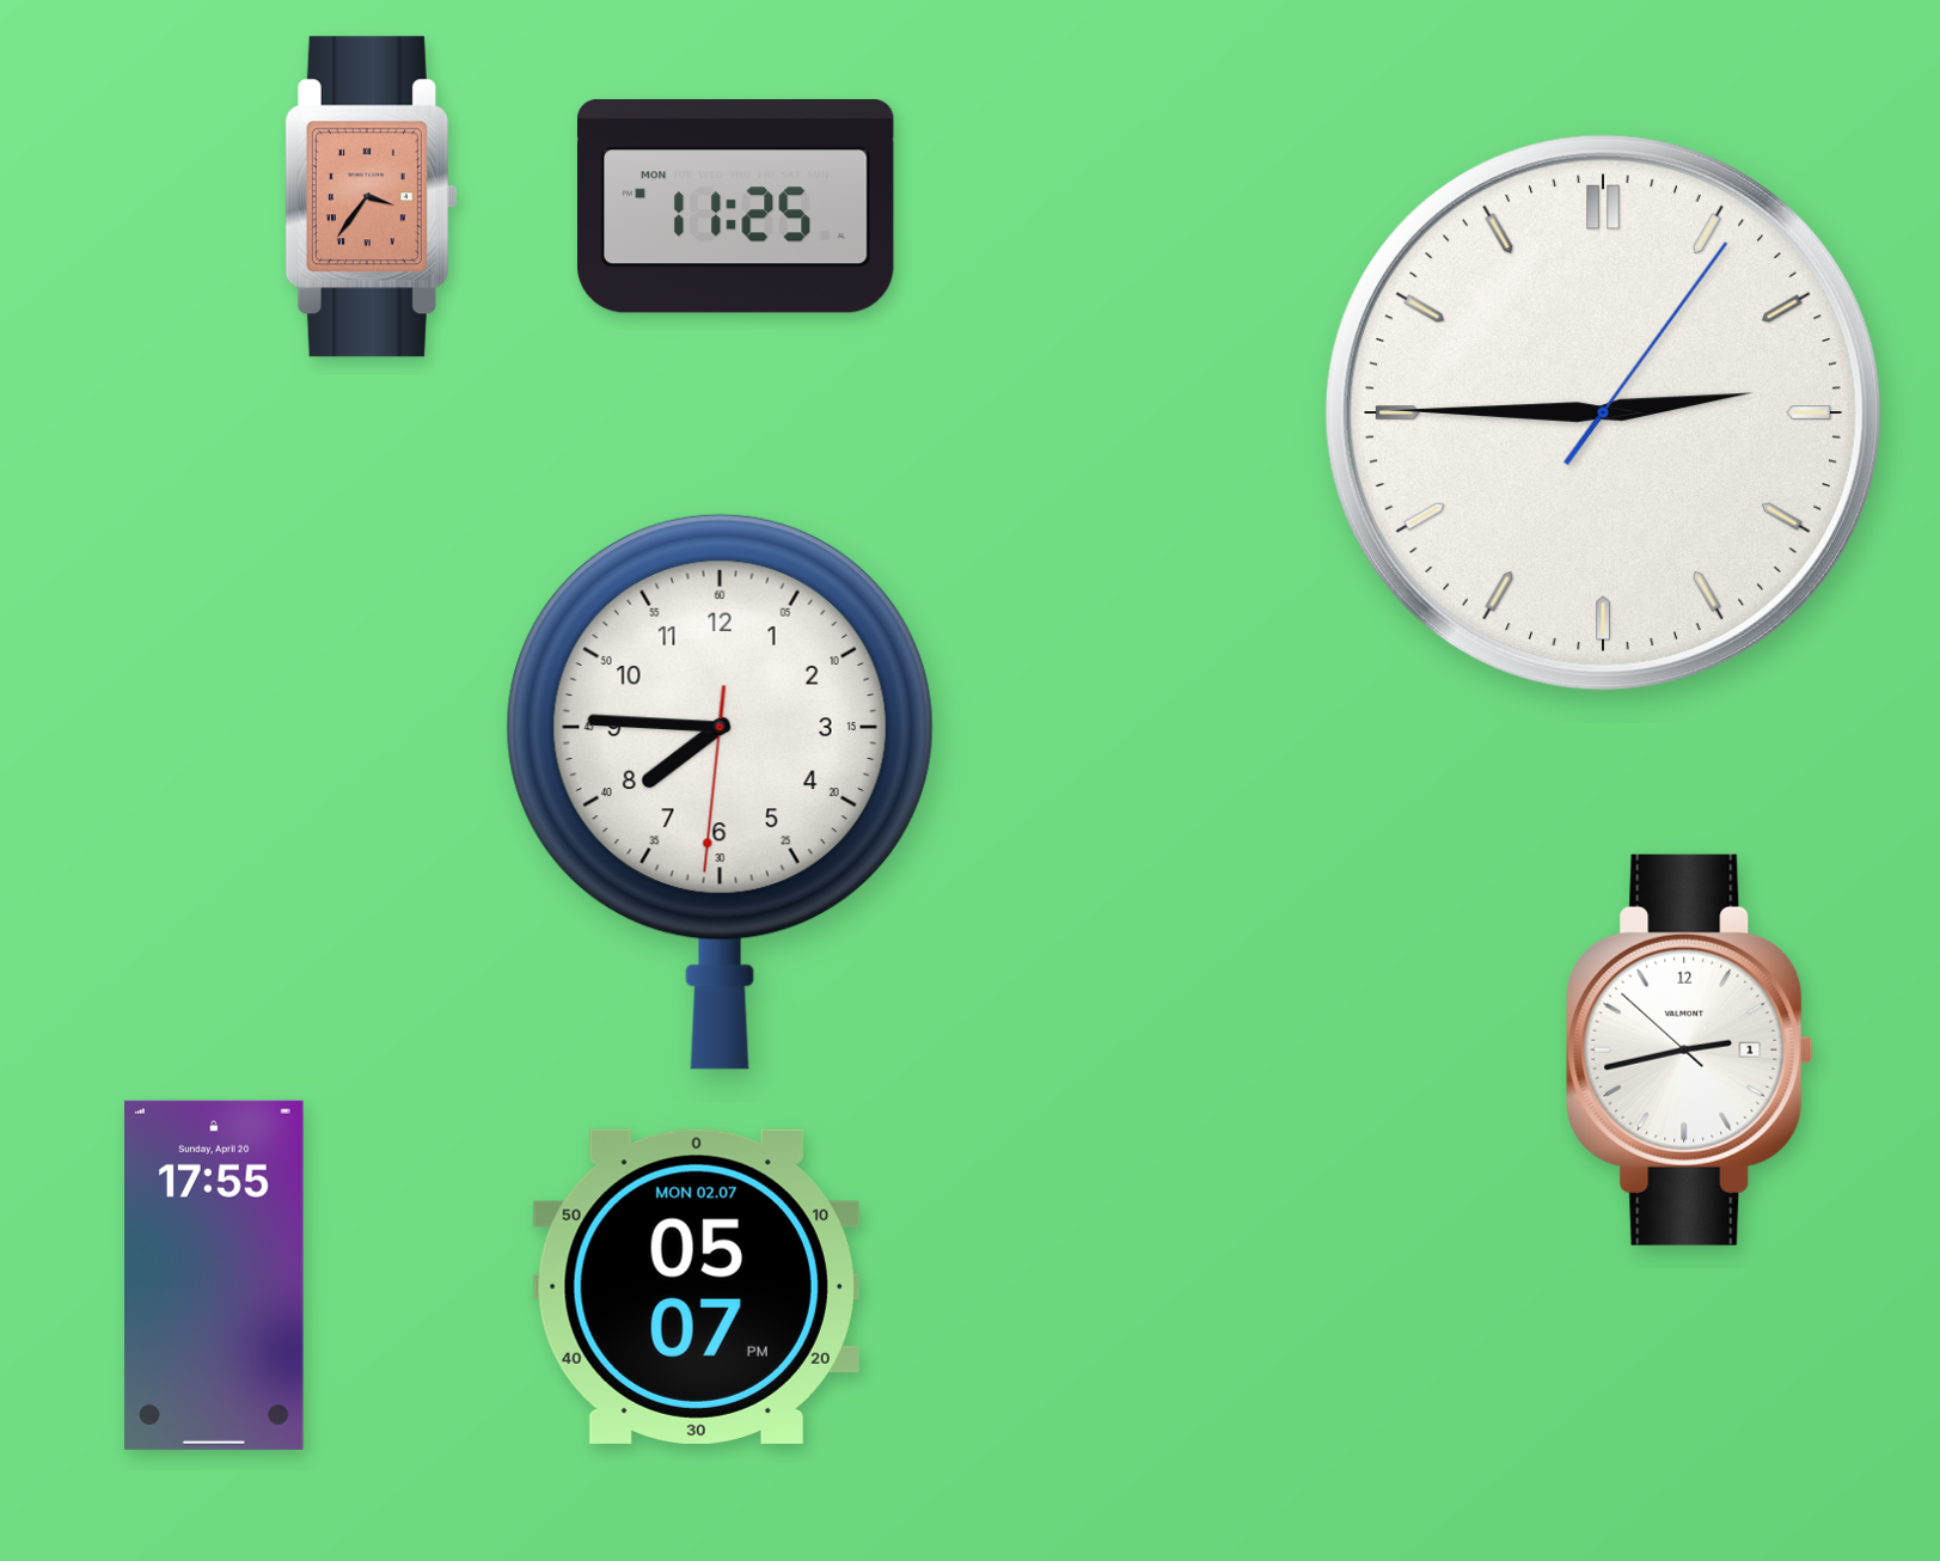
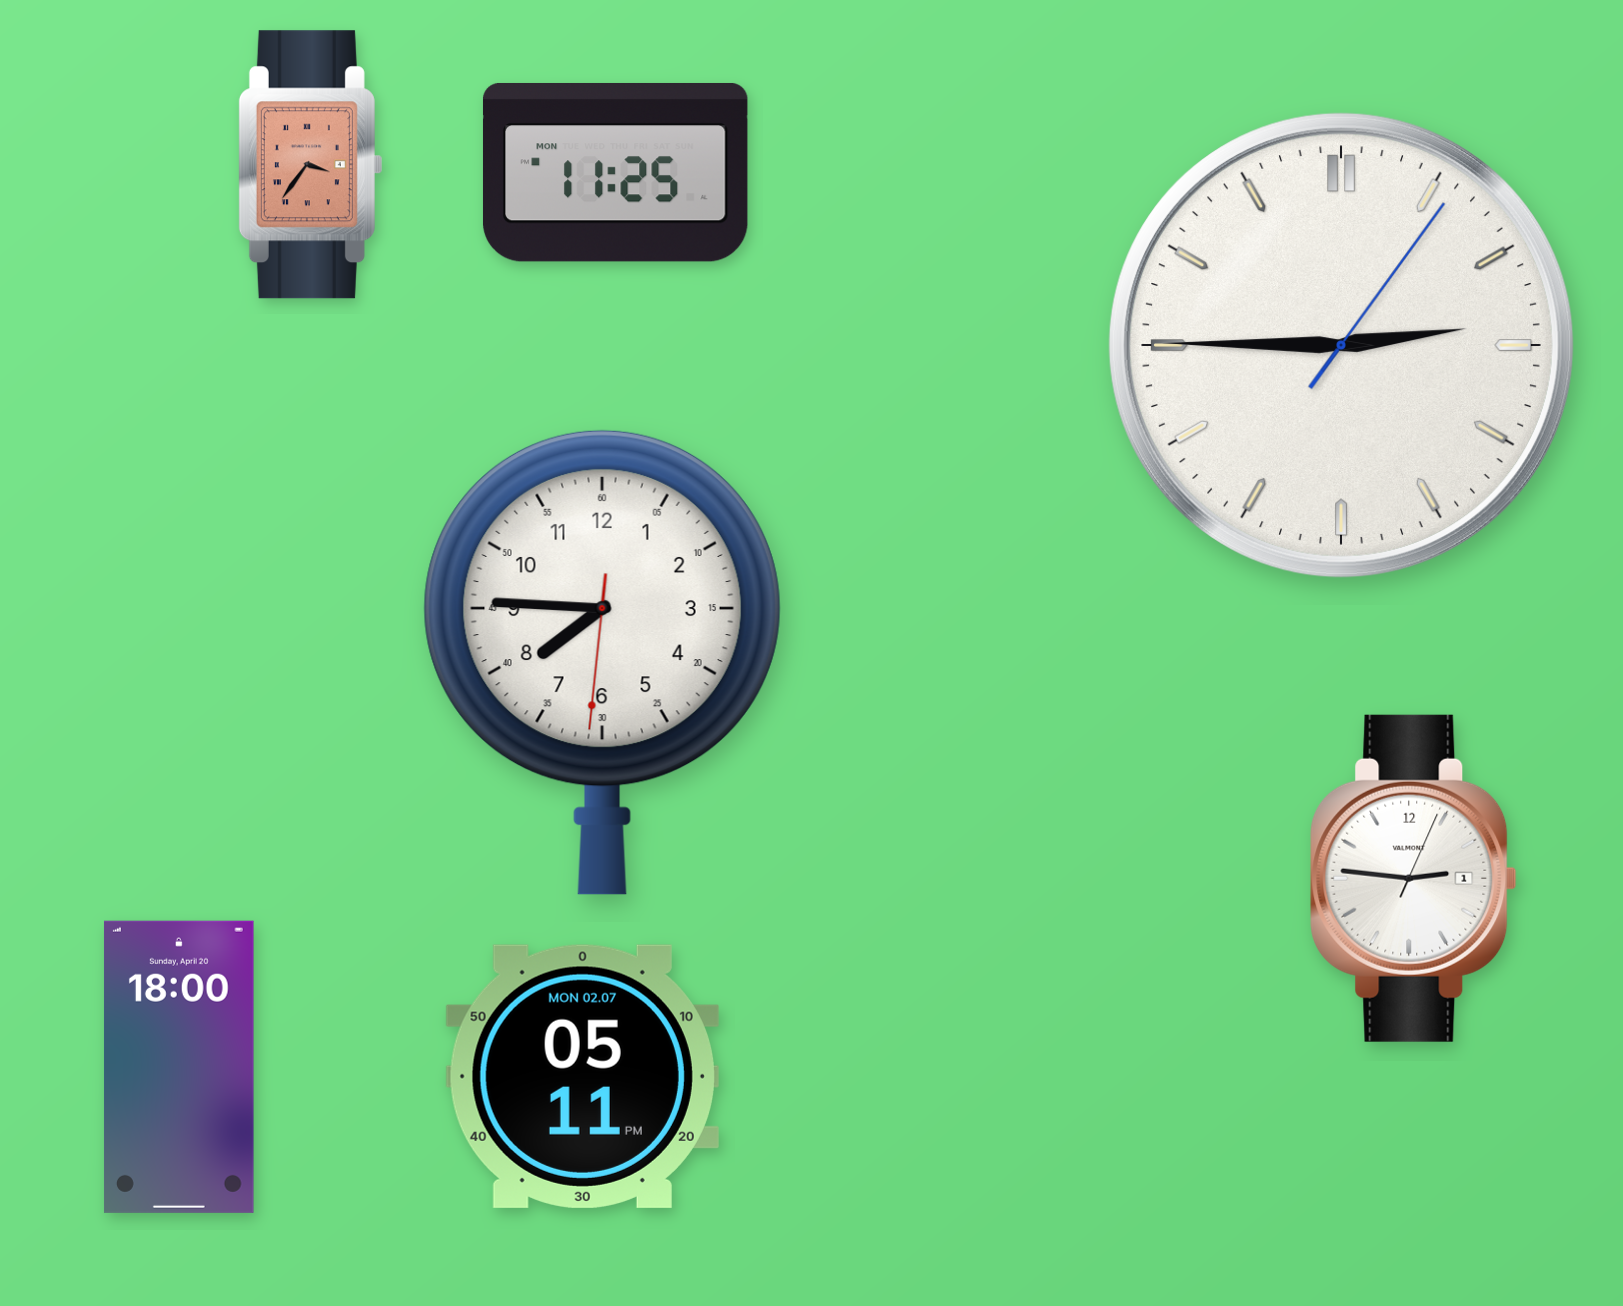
clock at (1690, 1049): 2:42 -> 2:46
clock at (214, 1275): 17:55 -> 18:00
clock at (696, 1286): 05:07 -> 05:11
